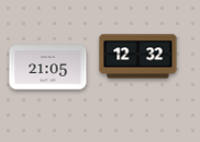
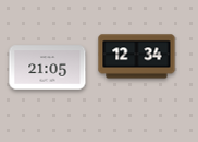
clock at (138, 57): 12:32 -> 12:34
